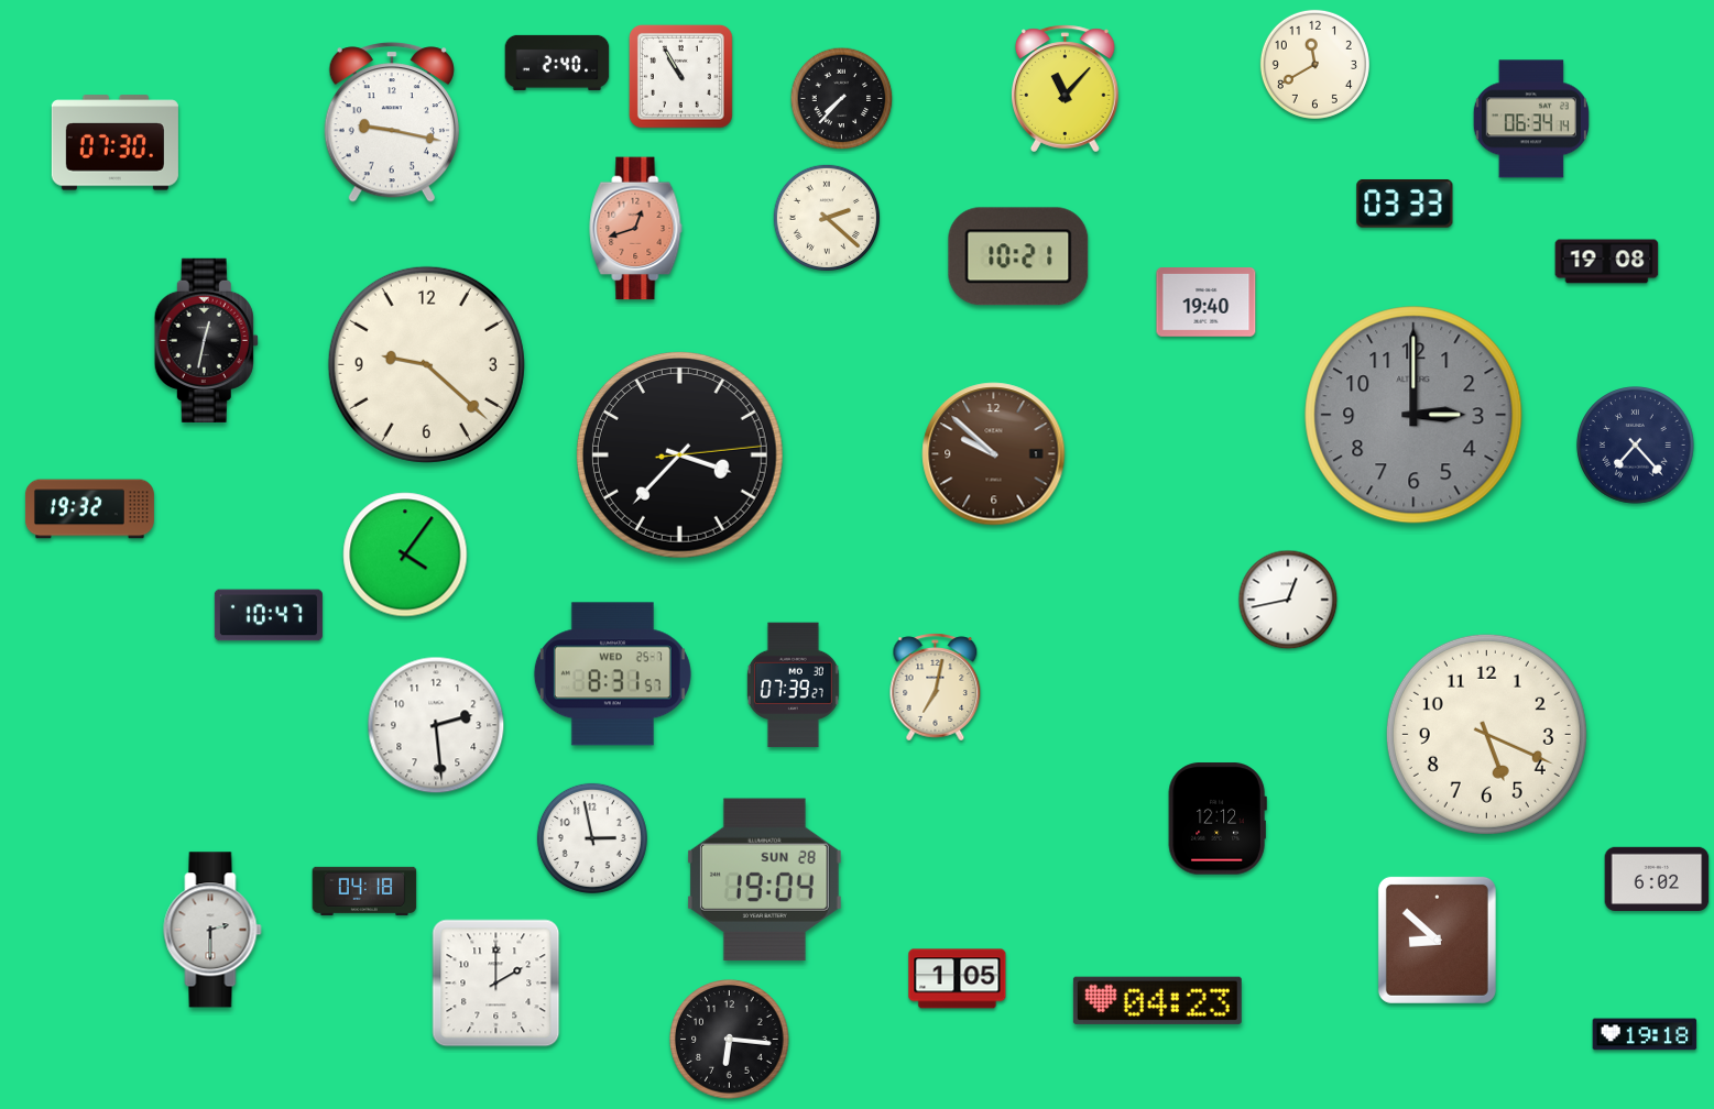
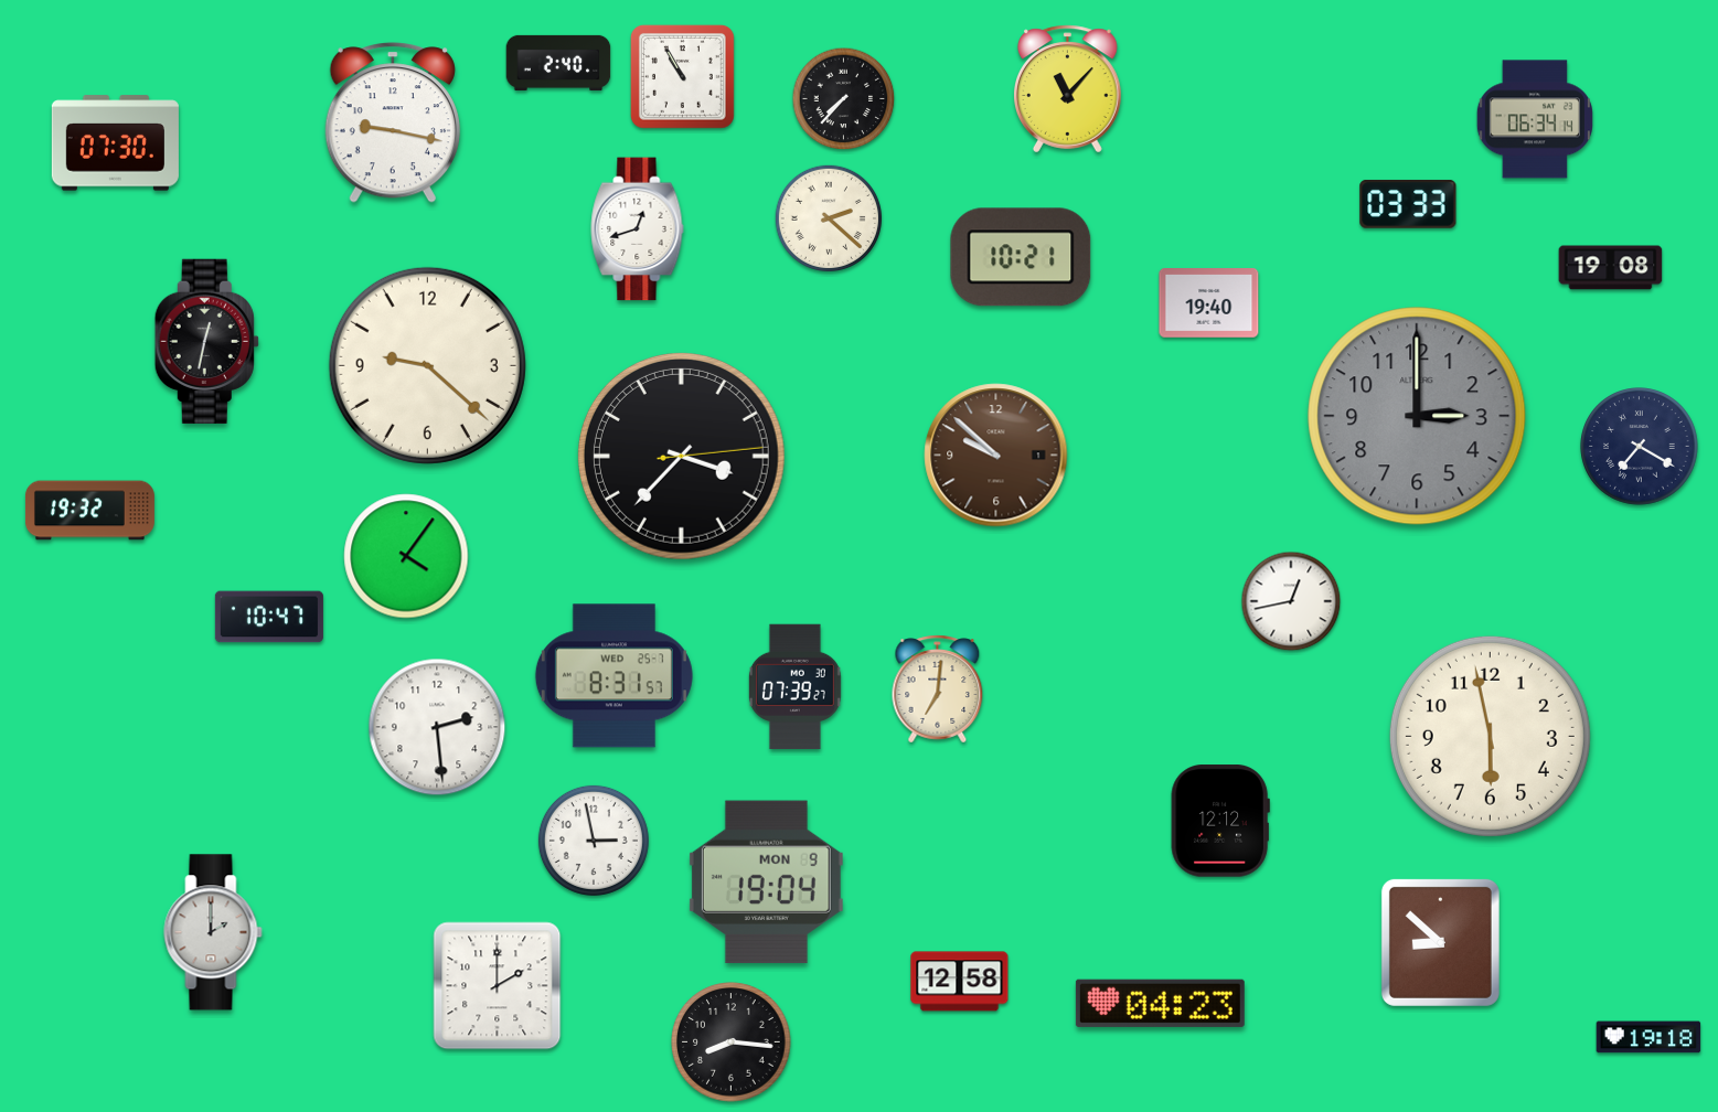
clock at (1314, 64): 11:40 -> none
clock at (636, 229) dial: salmon -> white
clock at (1607, 262) position: (1607, 262) -> (1611, 268)
clock at (1636, 446): 7:23 -> 7:20
clock at (936, 688): 7:02 -> 7:01
clock at (1486, 734): 5:19 -> 5:58
clock at (1657, 878): 6:02 -> none
clock at (764, 880) date: SUN 28 -> MON 9
clock at (364, 891): 04:18 -> none
clock at (212, 930): 2:30 -> 2:00
clock at (958, 979): 1:05 -> 12:58
clock at (730, 1040): 6:16 -> 8:16
